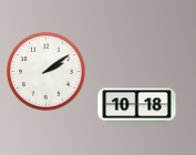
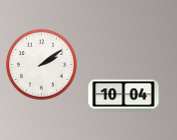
clock at (137, 106): 10:18 -> 10:04
